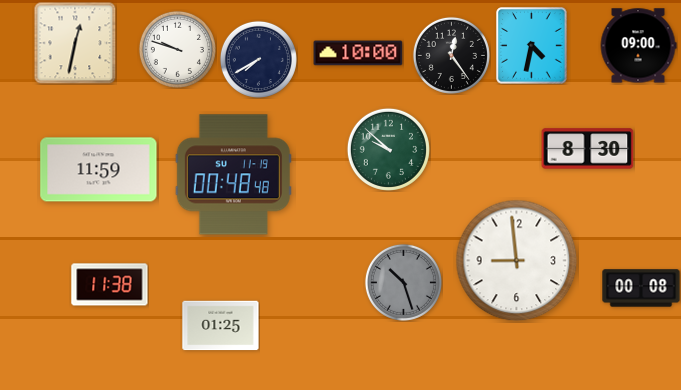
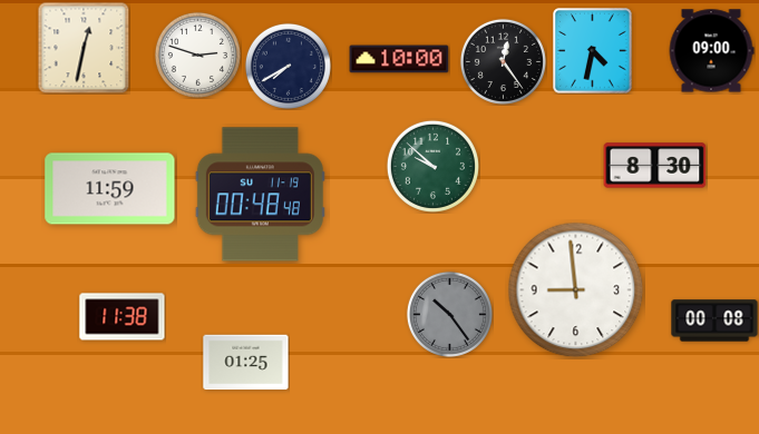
clock at (177, 49): 9:48 -> 2:48
clock at (403, 282): 10:27 -> 10:24
